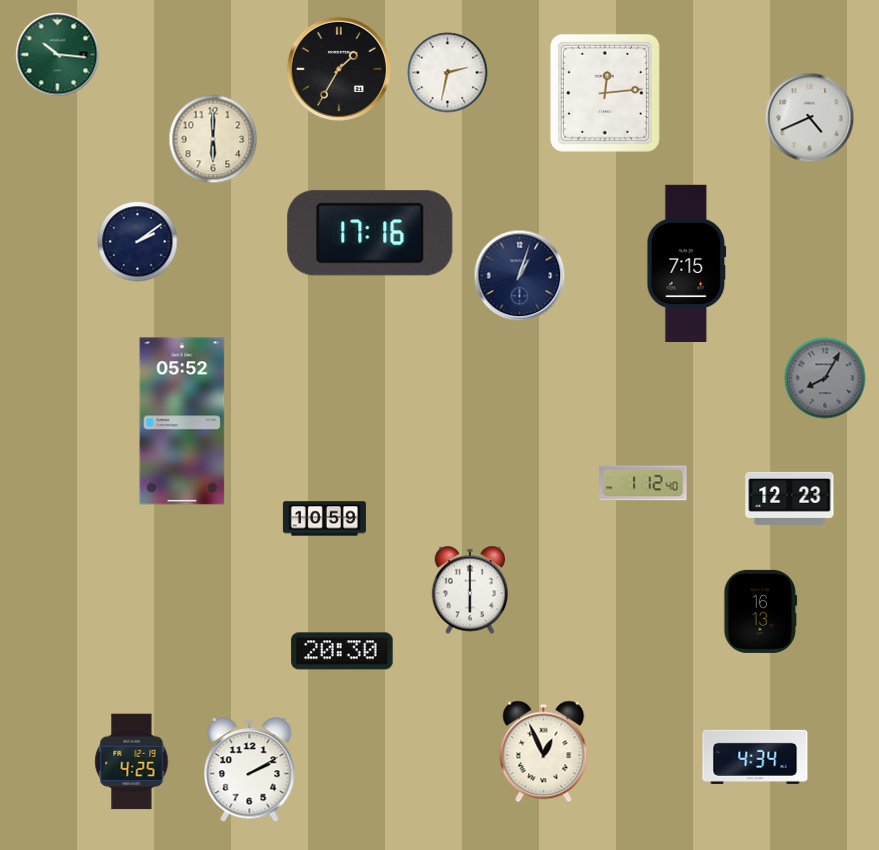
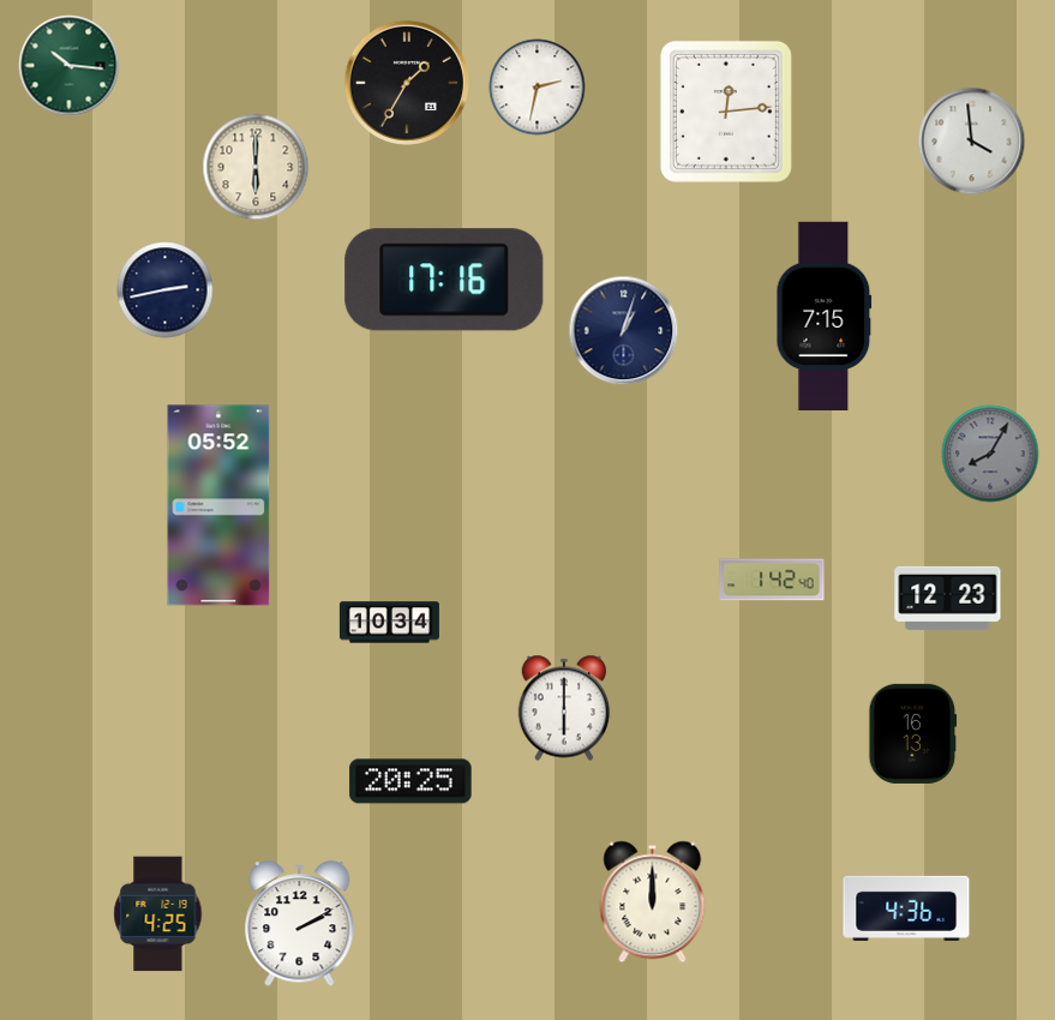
clock at (810, 118): 4:41 -> 3:59
clock at (138, 242): 2:09 -> 2:43
clock at (643, 483): 1:12 -> 1:42
clock at (324, 519): 10:59 -> 10:34
clock at (342, 651): 20:30 -> 20:25
clock at (544, 752): 12:56 -> 12:00
clock at (755, 757): 4:34 -> 4:36
